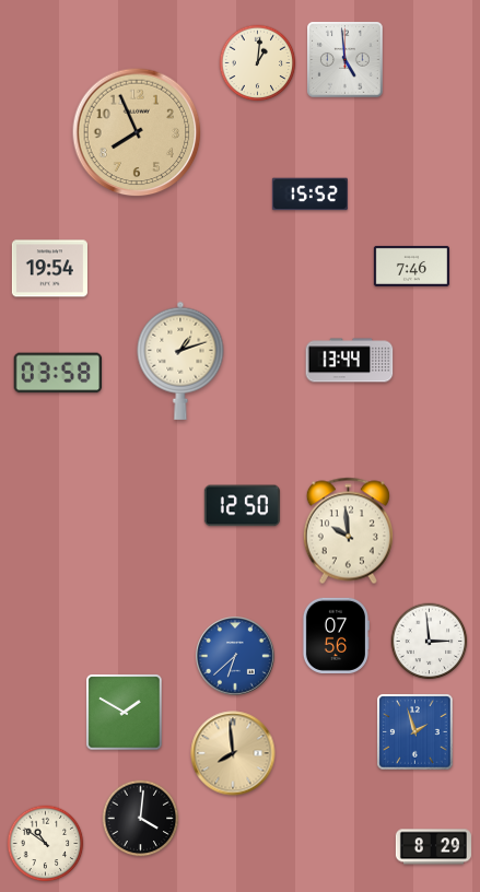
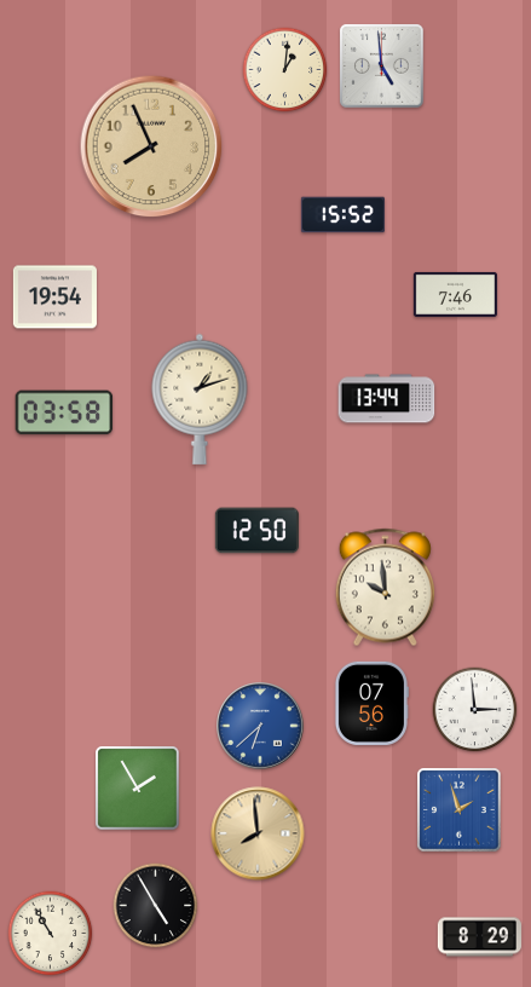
clock at (242, 506) position: (242, 506) -> (256, 531)
clock at (125, 713): 1:50 -> 1:55
clock at (141, 819): 4:01 -> 4:55
clock at (46, 844): 10:51 -> 10:55
